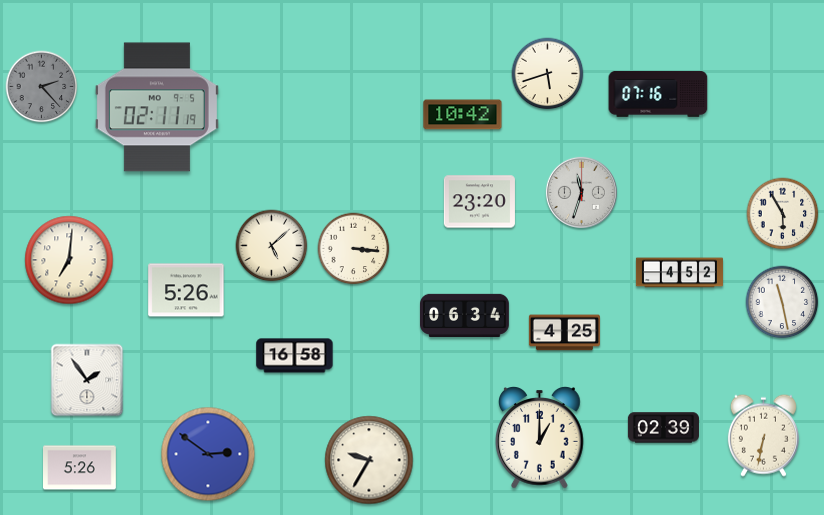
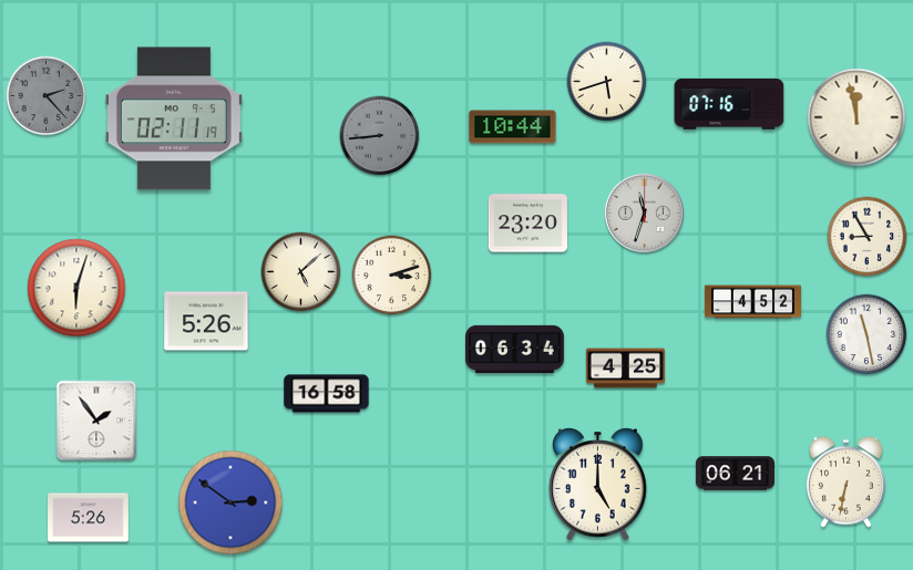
clock at (856, 117): none -> 11:58
clock at (463, 115): 10:42 -> 10:44
clock at (380, 136): none -> 8:44
clock at (479, 202) position: (479, 202) -> (527, 224)
clock at (783, 214): 5:55 -> 8:55
clock at (354, 249): 3:16 -> 3:12
clock at (69, 260): 7:01 -> 6:03
clock at (663, 428): 02:39 -> 06:21
clock at (540, 438): 1:00 -> 5:00
clock at (369, 460): 9:35 -> none
